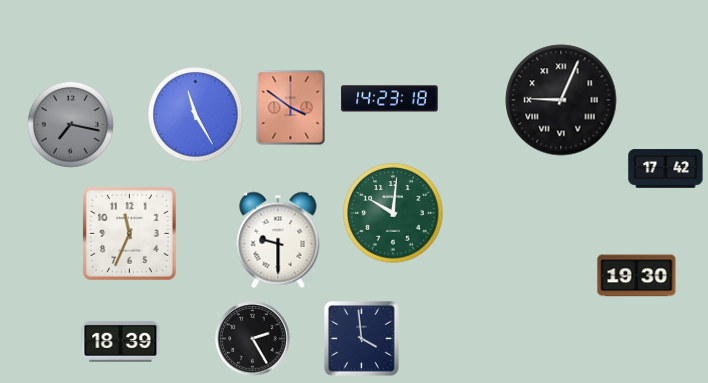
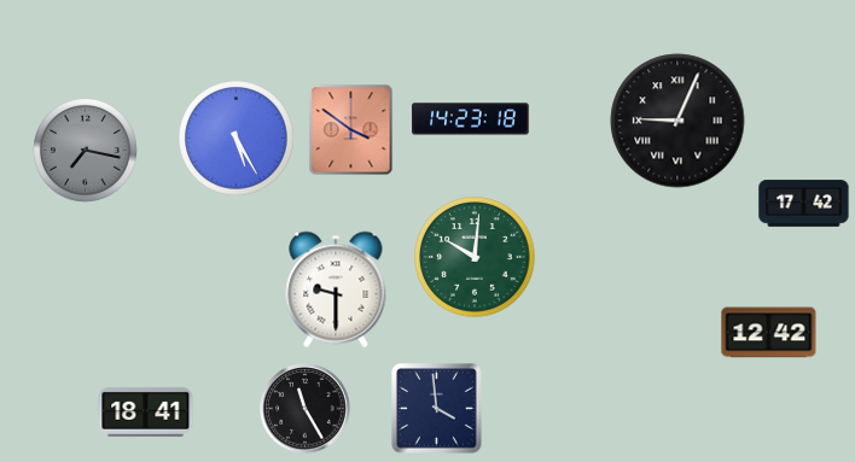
clock at (196, 115): 11:25 -> 5:25
clock at (130, 234): 11:34 -> none
clock at (637, 276): 19:30 -> 12:42
clock at (253, 339): 2:25 -> 11:25
clock at (121, 341): 18:39 -> 18:41
